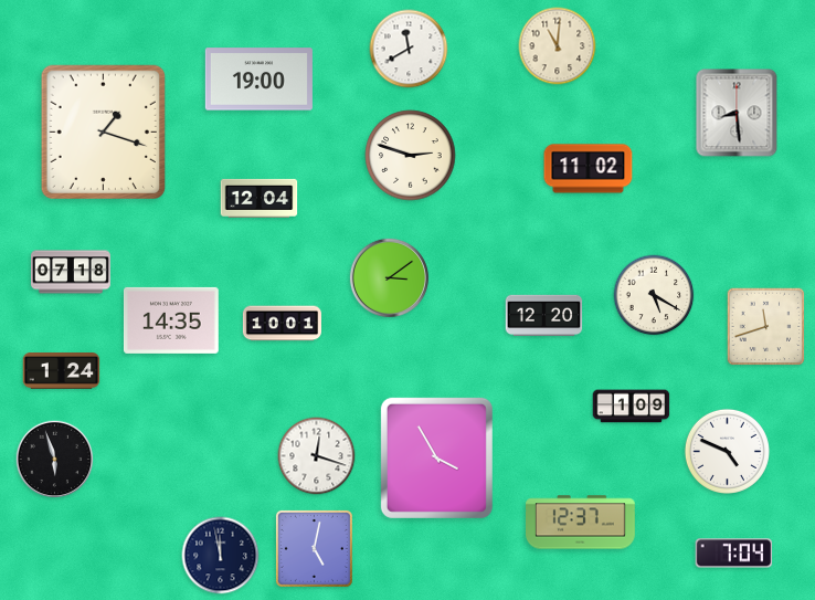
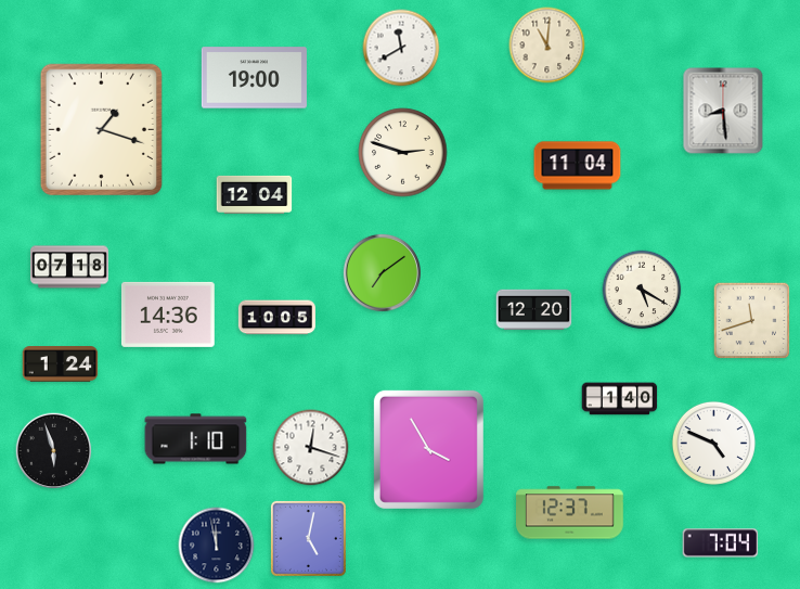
clock at (589, 169): 11:02 -> 11:04
clock at (389, 277): 3:09 -> 7:09
clock at (171, 320): 14:35 -> 14:36
clock at (282, 324): 10:01 -> 10:05
clock at (632, 407): 1:09 -> 1:40
clock at (196, 439): none -> 1:10
